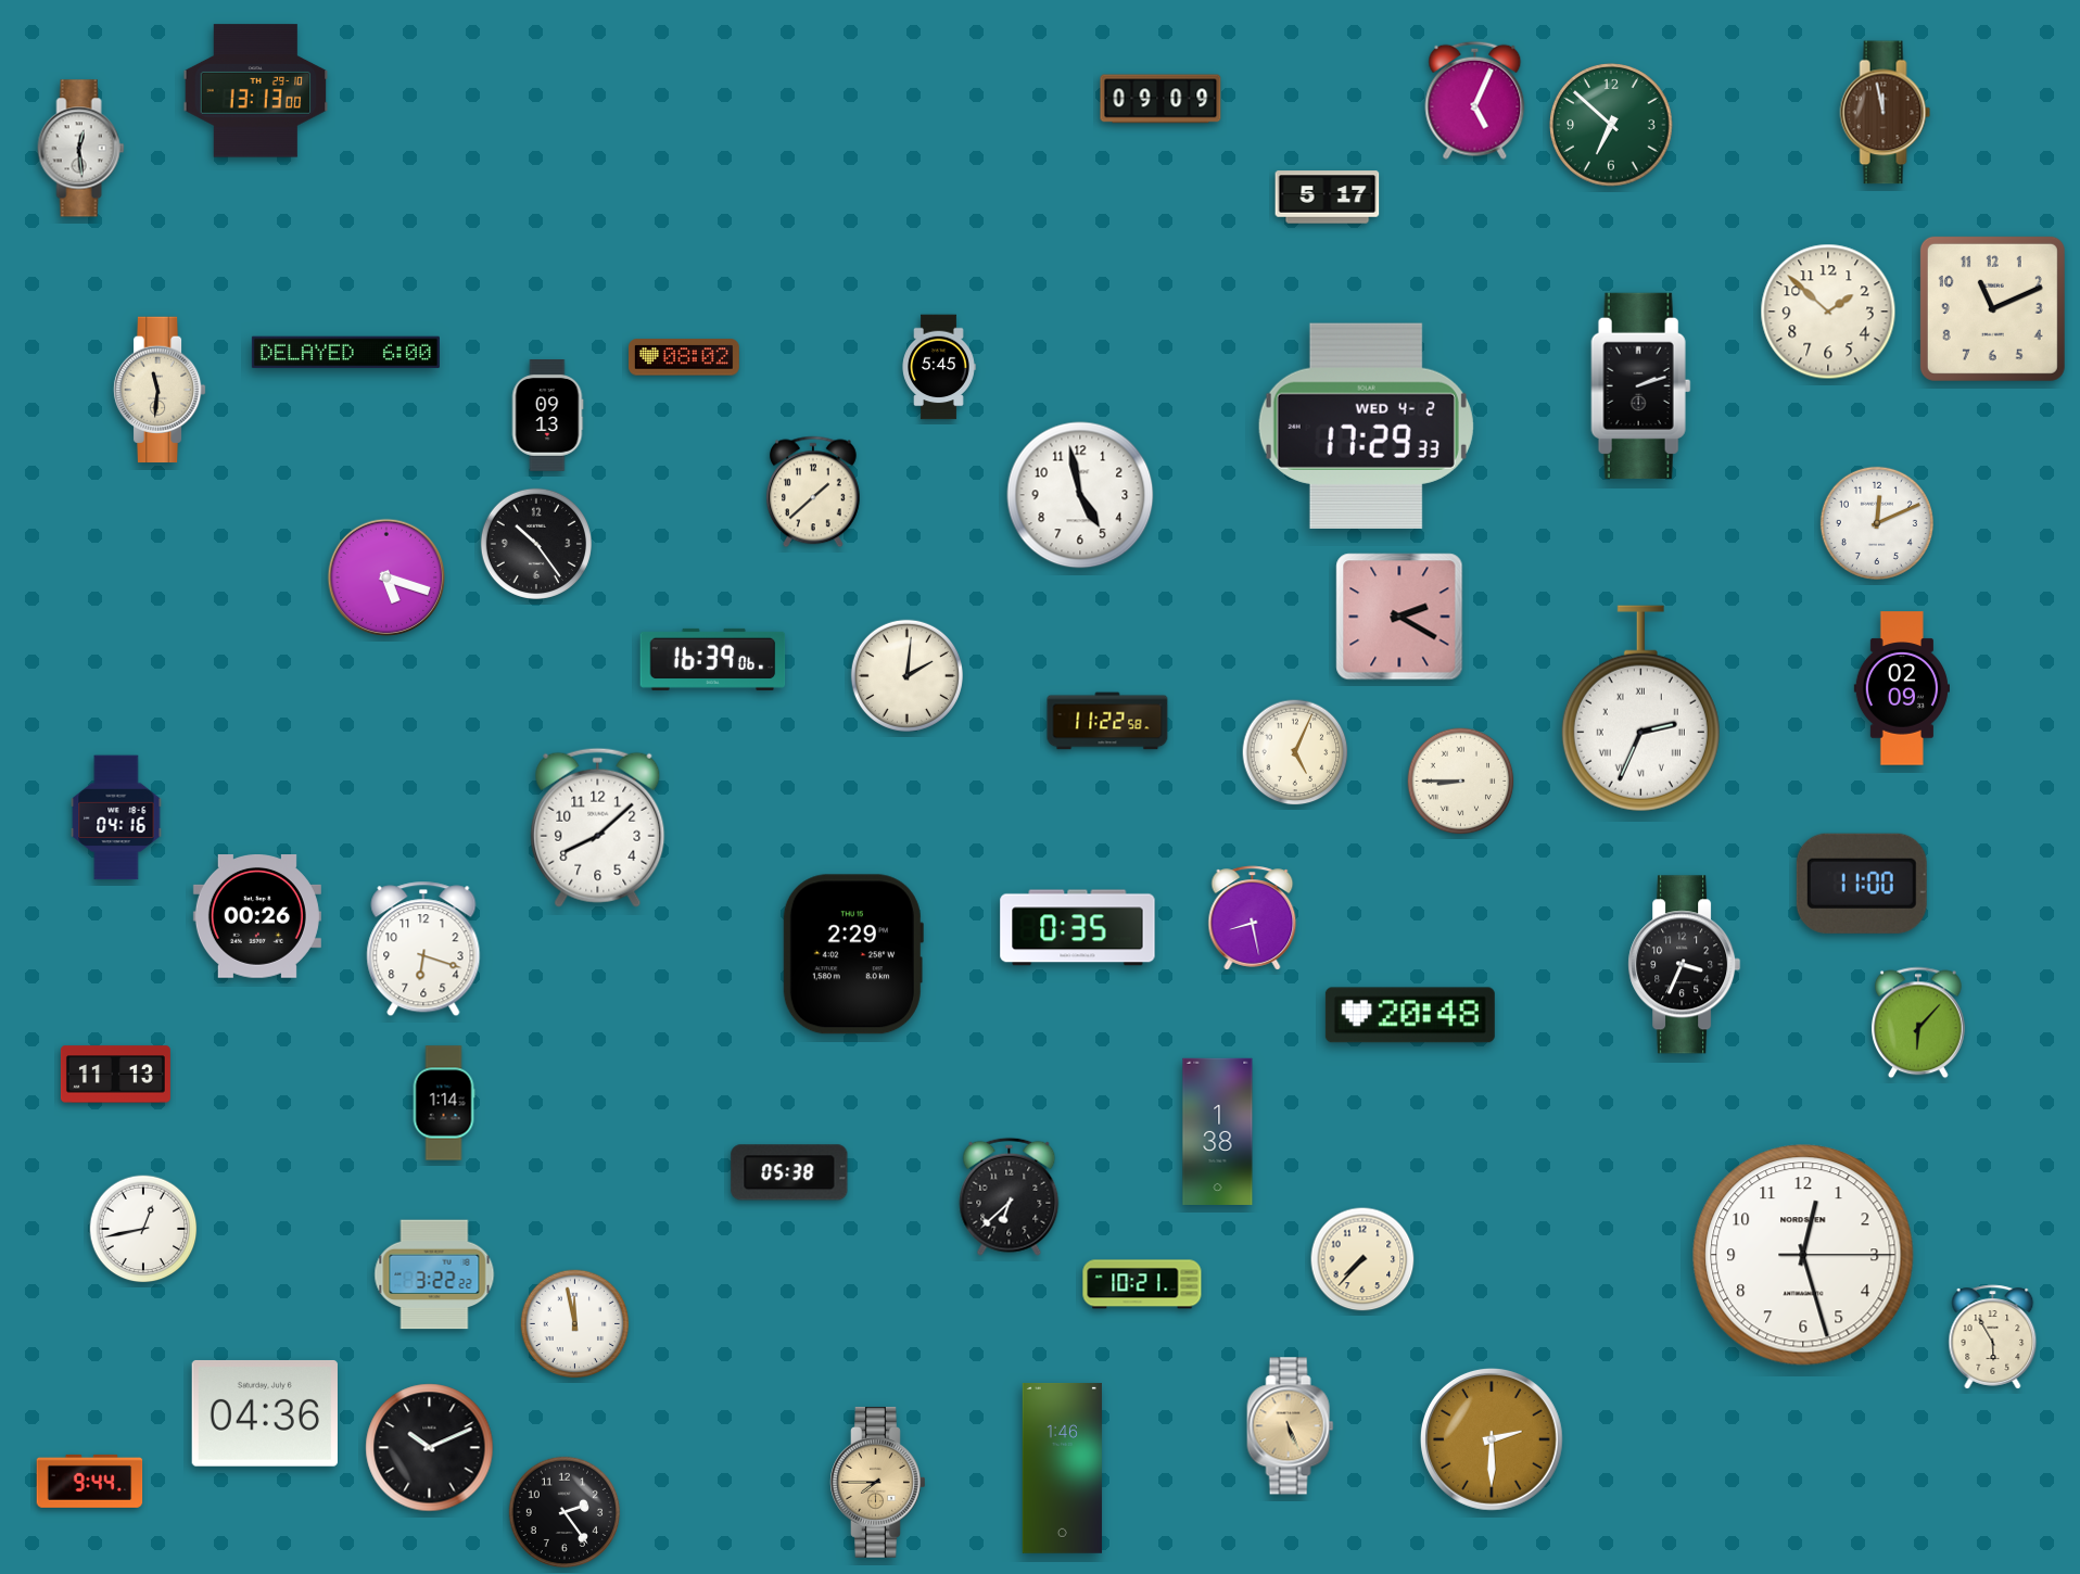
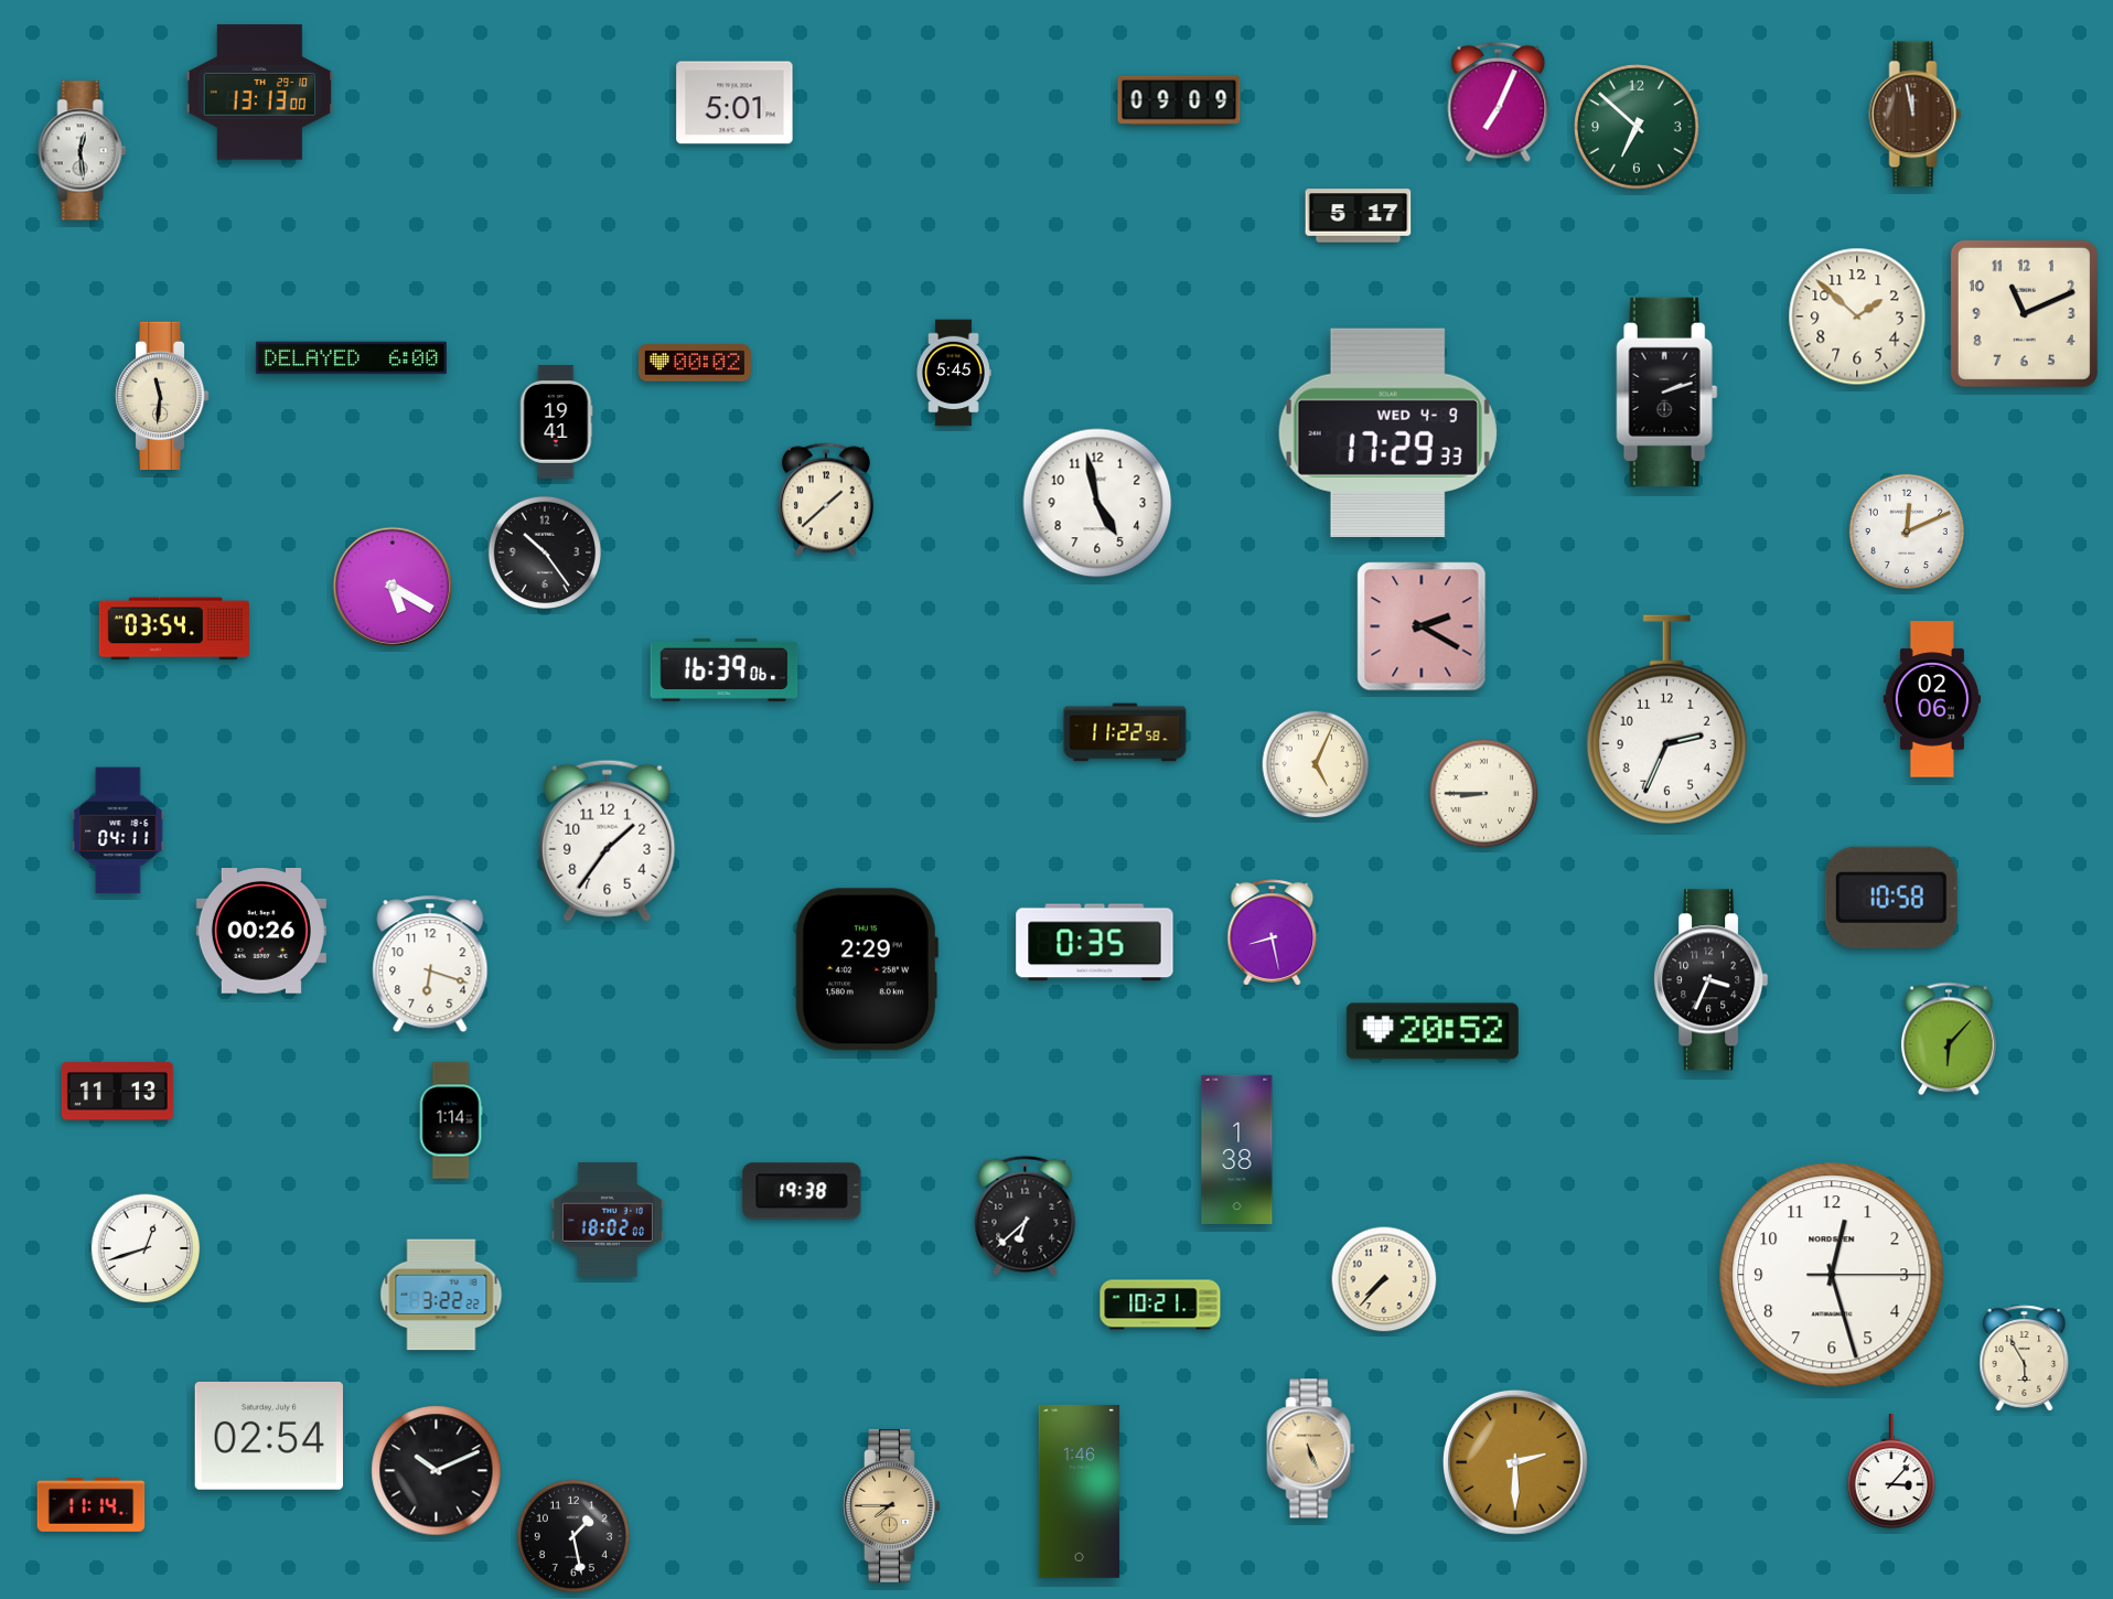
clock at (1475, 100): 5:04 -> 7:04
clock at (734, 103): none -> 5:01
clock at (1328, 198) position: (1328, 198) -> (1359, 216)
clock at (684, 357): 08:02 -> 00:02
clock at (547, 416): 09:13 -> 19:41
clock at (1366, 426) date: WED 4-2 -> WED 4-9
clock at (386, 577): 5:18 -> 5:20
clock at (174, 629): none -> 03:54
clock at (906, 675): 2:01 -> none
clock at (1902, 688): 02:09 -> 02:06
clock at (1640, 709) numerals: Roman -> Arabic
clock at (116, 817): 04:16 -> 04:11
clock at (598, 827): 8:08 -> 1:36
clock at (1862, 884): 11:00 -> 10:58
clock at (1410, 1015): 20:48 -> 20:52
clock at (789, 1172): 05:38 -> 19:38
clock at (608, 1220): none -> 18:02
clock at (143, 1229): 12:43 -> 12:42
clock at (575, 1324): 11:58 -> none
clock at (265, 1413): 04:36 -> 02:54
clock at (1891, 1472): none -> 3:07
clock at (90, 1481): 9:44 -> 11:14
clock at (565, 1512): 2:24 -> 1:28
